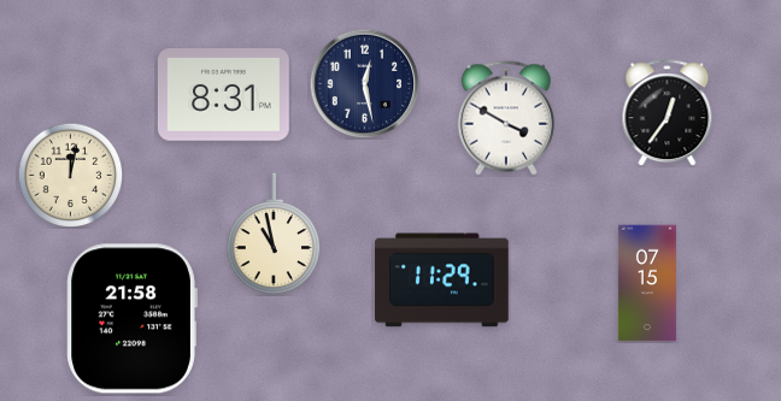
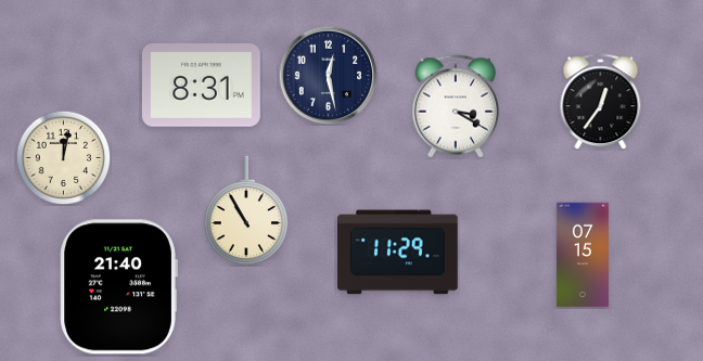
clock at (505, 118): 3:50 -> 3:20
clock at (274, 234): 10:58 -> 10:55
clock at (131, 319): 21:58 -> 21:40
